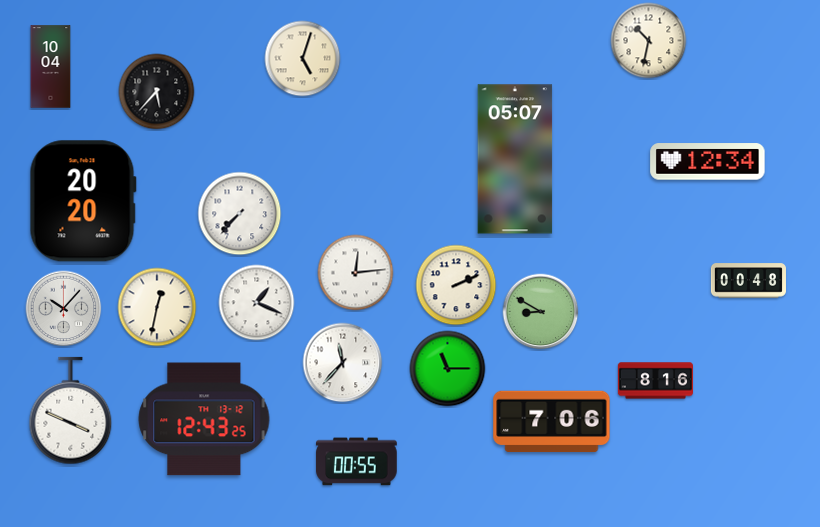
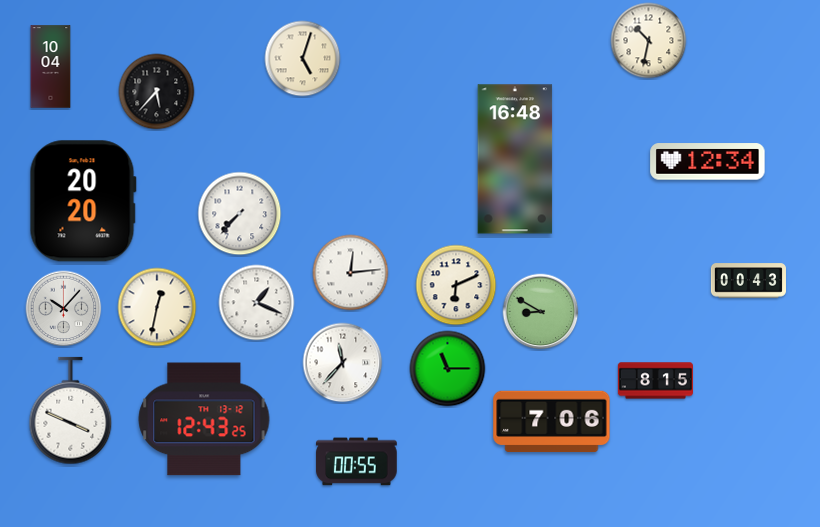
clock at (515, 159): 05:07 -> 16:48
clock at (356, 273) position: (356, 273) -> (351, 273)
clock at (748, 281): 00:48 -> 00:43
clock at (456, 285): 2:11 -> 6:11
clock at (655, 381): 8:16 -> 8:15
